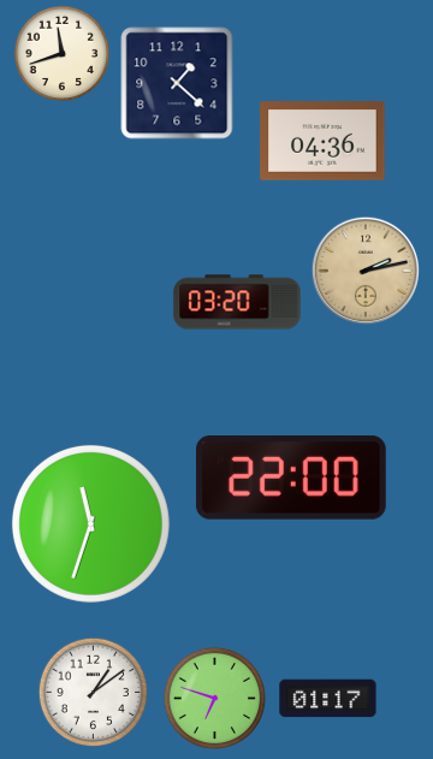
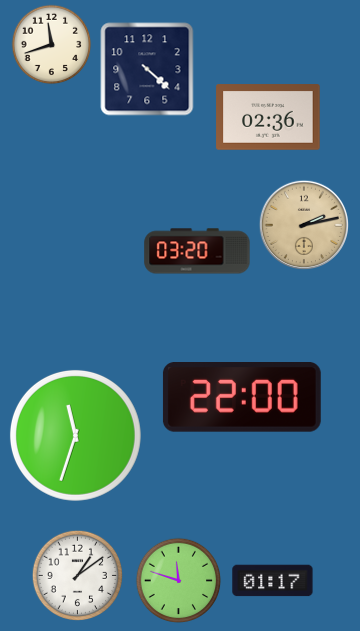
clock at (177, 83): 1:22 -> 4:22
clock at (322, 141): 04:36 -> 02:36
clock at (215, 699): 6:48 -> 11:48
